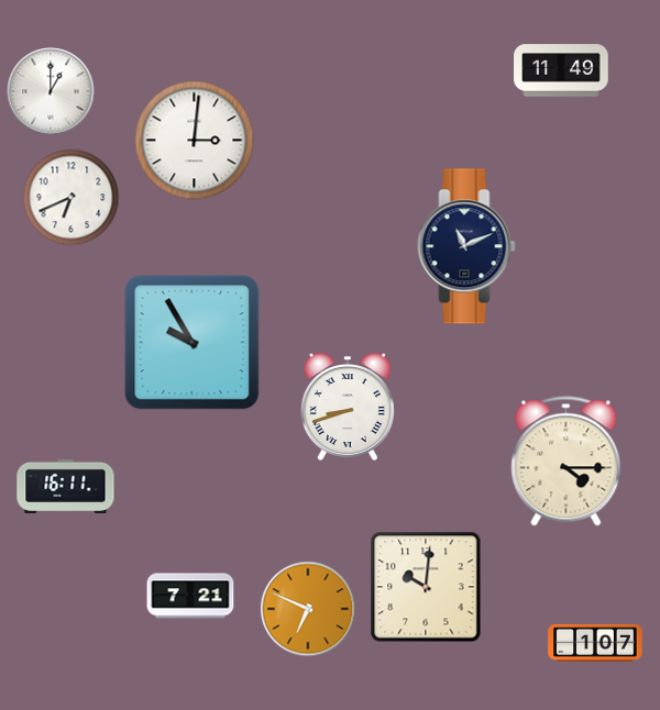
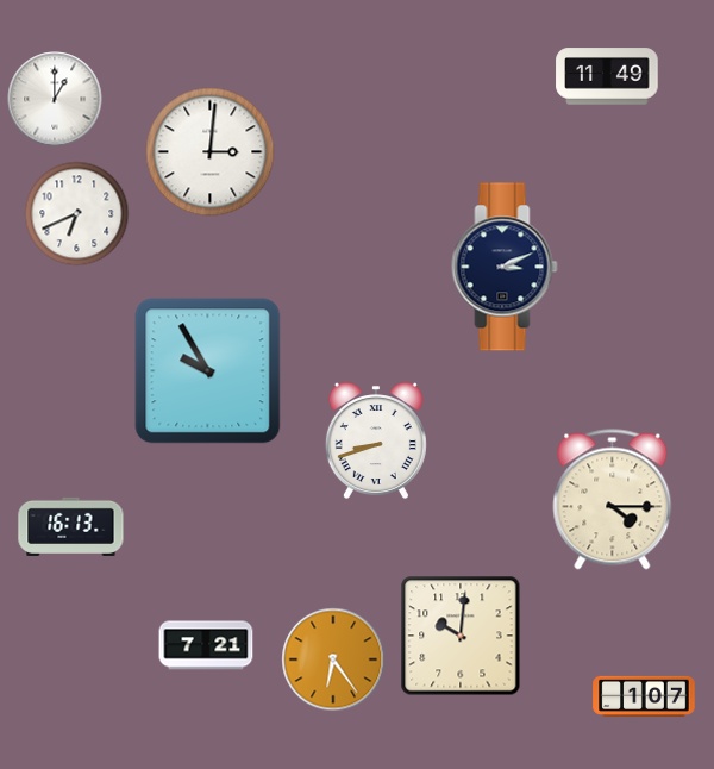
clock at (466, 246): 11:11 -> 3:11
clock at (66, 486): 16:11 -> 16:13
clock at (308, 609): 6:49 -> 6:24
